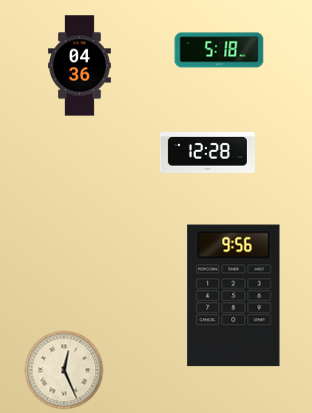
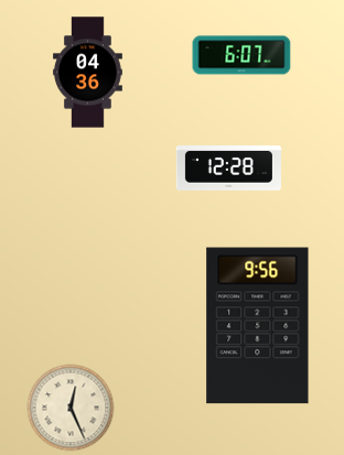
clock at (219, 50): 5:18 -> 6:07
